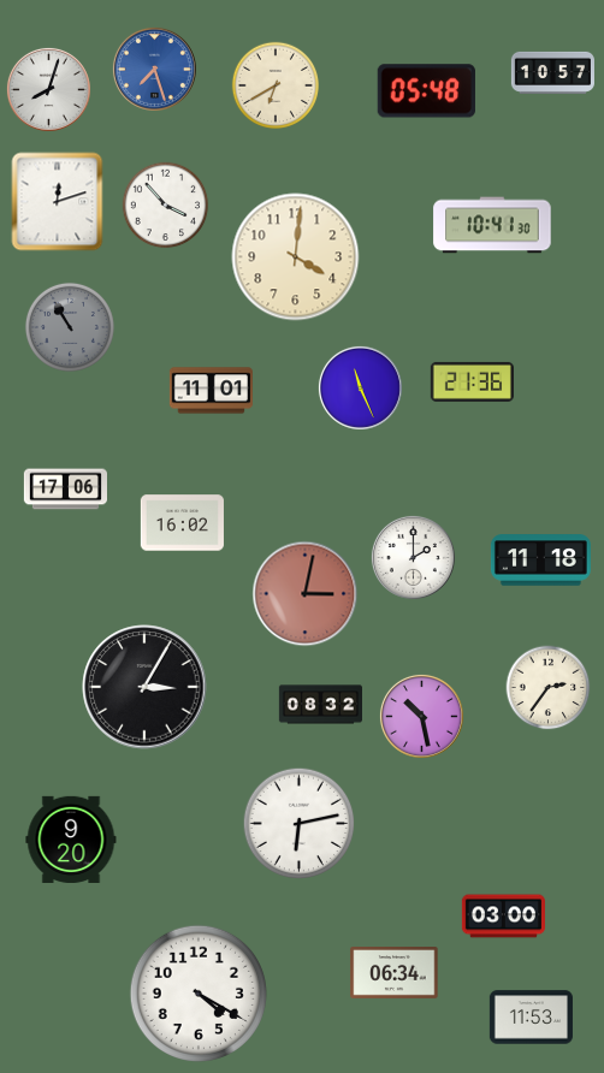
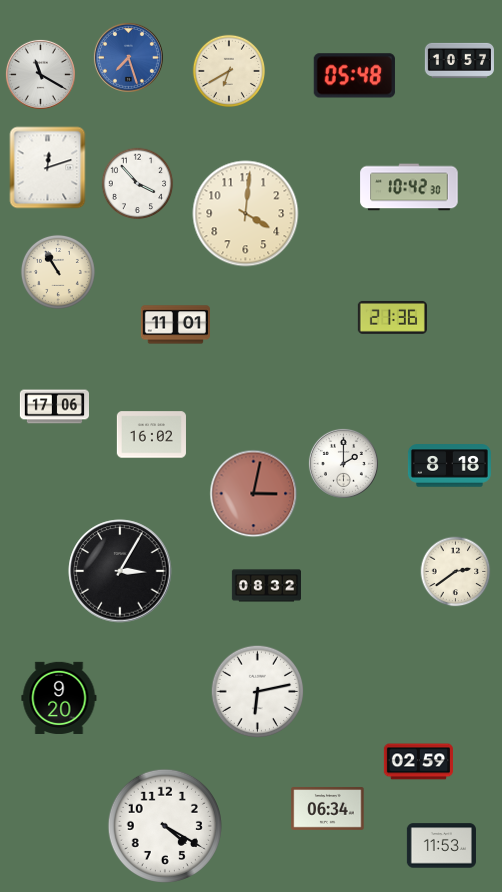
clock at (48, 89): 8:03 -> 11:20
clock at (166, 206) position: (166, 206) -> (138, 184)
clock at (492, 225): 10:41 -> 10:42
clock at (70, 327) dial: grey -> cream
clock at (360, 387): 11:26 -> none
clock at (540, 561): 11:18 -> 8:18
clock at (549, 688): 2:36 -> 2:39
clock at (421, 716): 10:28 -> none
clock at (300, 824) position: (300, 824) -> (258, 692)
clock at (503, 917): 03:00 -> 02:59
